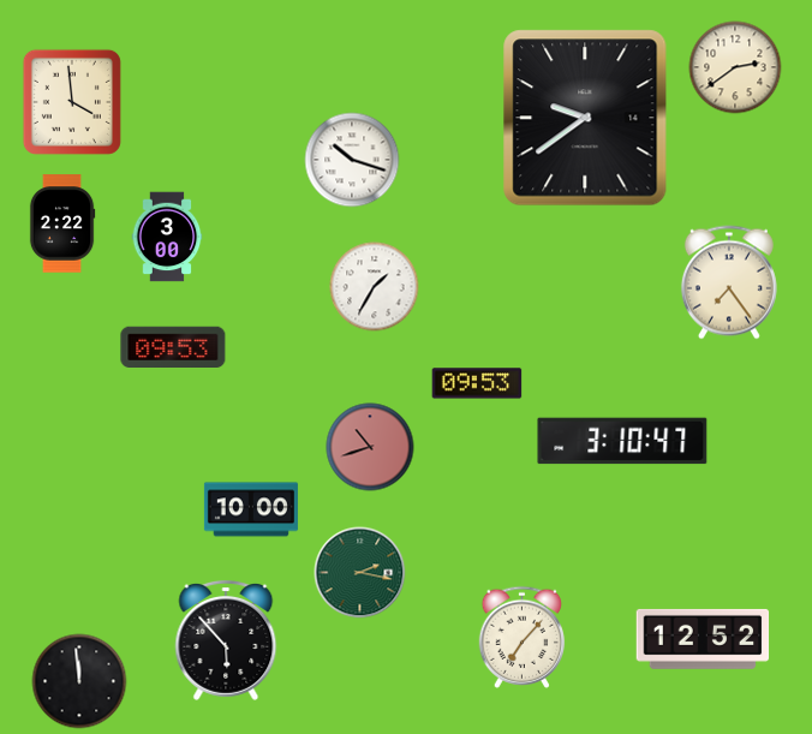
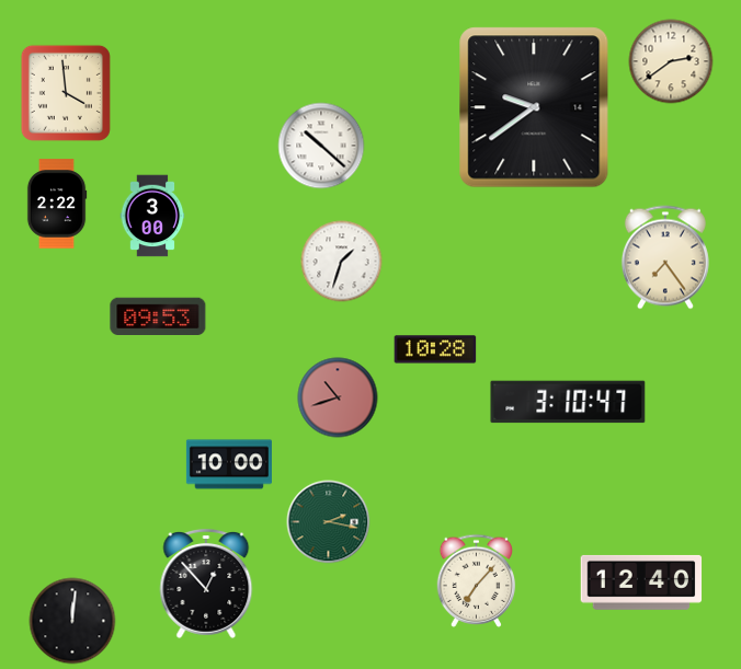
clock at (352, 160): 10:18 -> 10:22
clock at (375, 287): 1:35 -> 1:33
clock at (477, 383): 09:53 -> 10:28
clock at (370, 447) position: (370, 447) -> (338, 397)
clock at (703, 639): 12:52 -> 12:40
clock at (226, 640): 5:53 -> 12:53
clock at (79, 681): 11:59 -> 12:01
